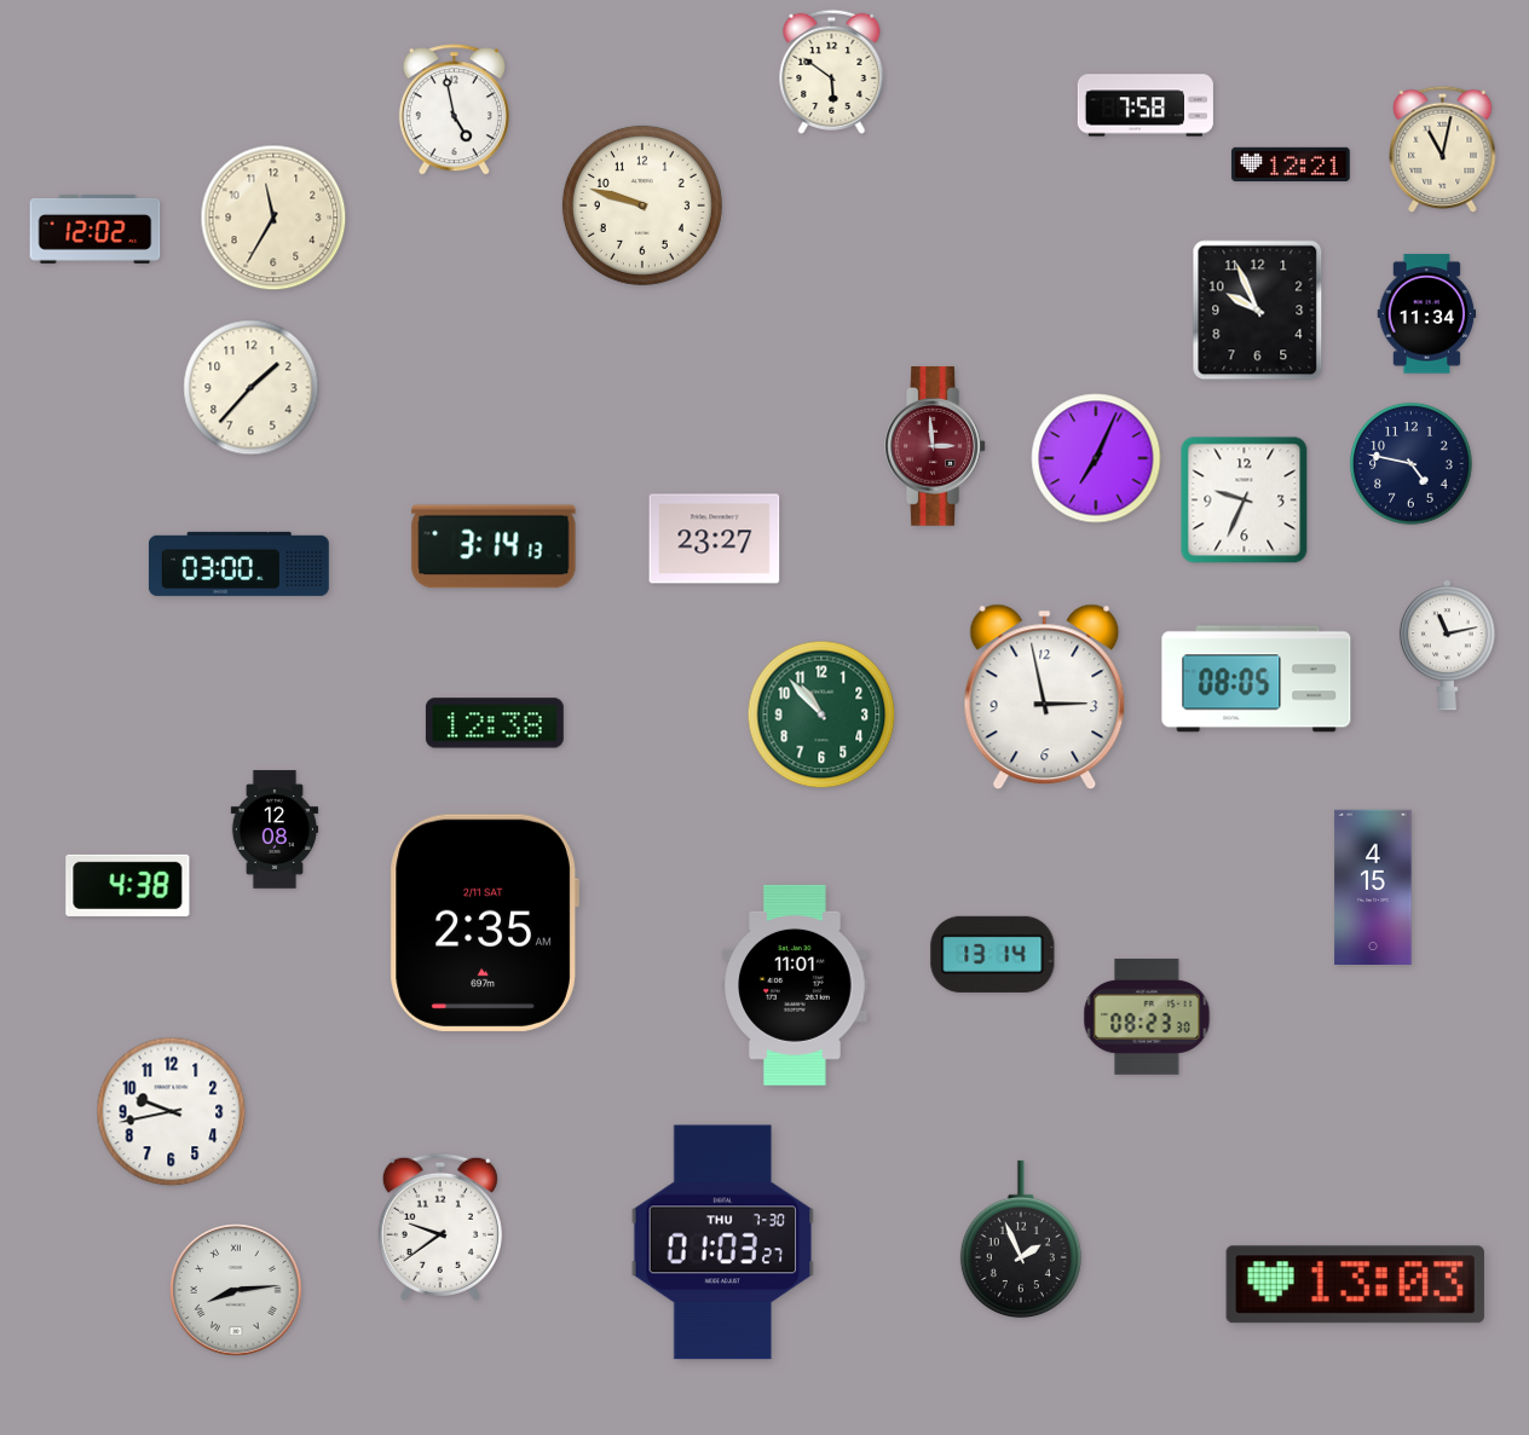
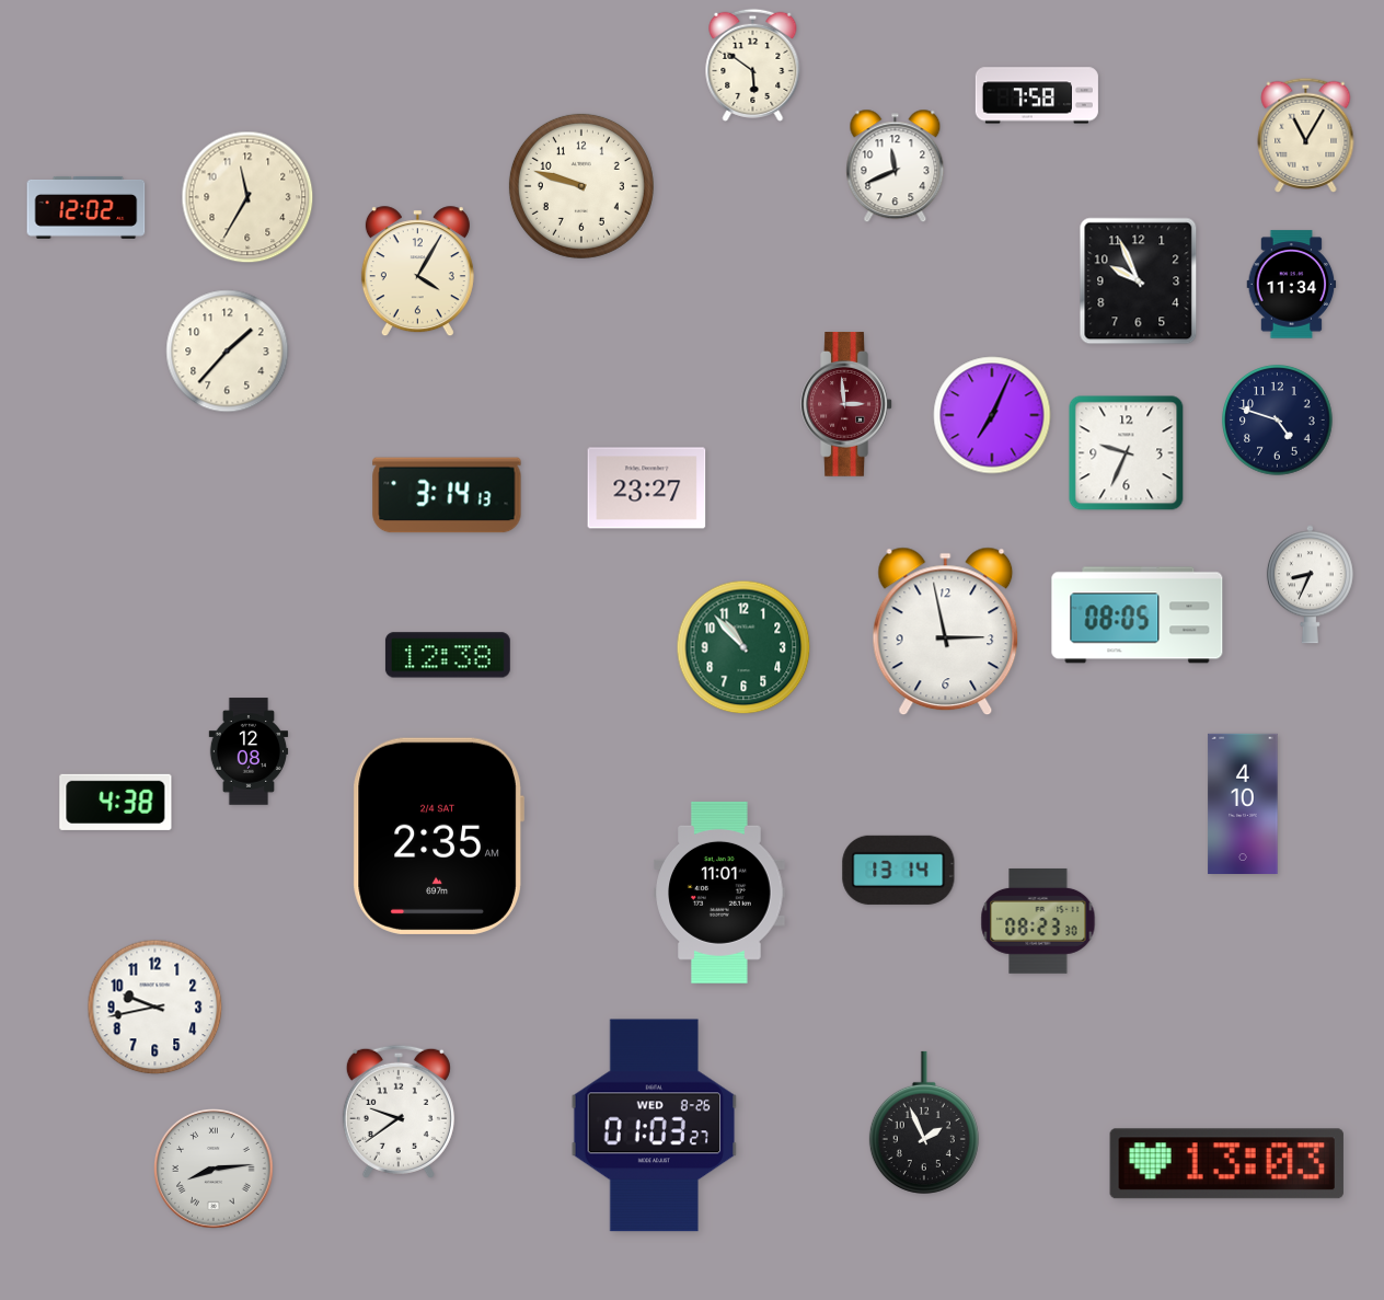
clock at (454, 110): 4:58 -> none
clock at (1443, 149): 11:02 -> 11:05
clock at (1291, 164): 12:21 -> none
clock at (896, 166): none -> 11:41
clock at (417, 272): none -> 4:05
clock at (1412, 464): 4:47 -> 4:48
clock at (240, 563): 03:00 -> none
clock at (1447, 646): 11:13 -> 8:34
clock at (1373, 886): 4:15 -> 4:10
clock at (484, 922) date: 2/11 SAT -> 2/4 SAT
clock at (993, 954) position: (993, 954) -> (899, 870)
clock at (723, 1243) date: THU 7-30 -> WED 8-26
